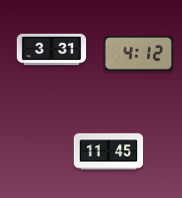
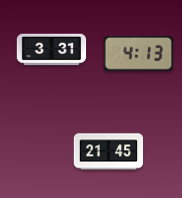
clock at (138, 53): 4:12 -> 4:13
clock at (109, 152): 11:45 -> 21:45
